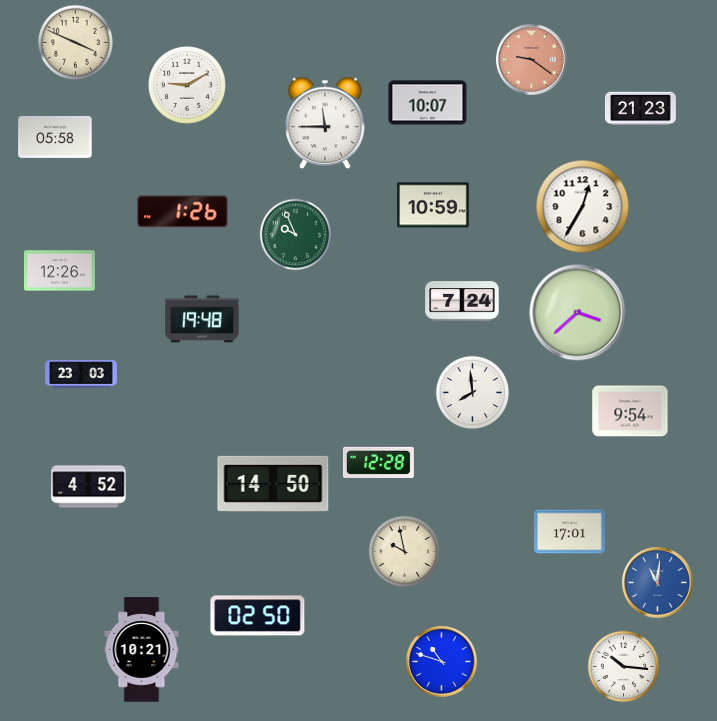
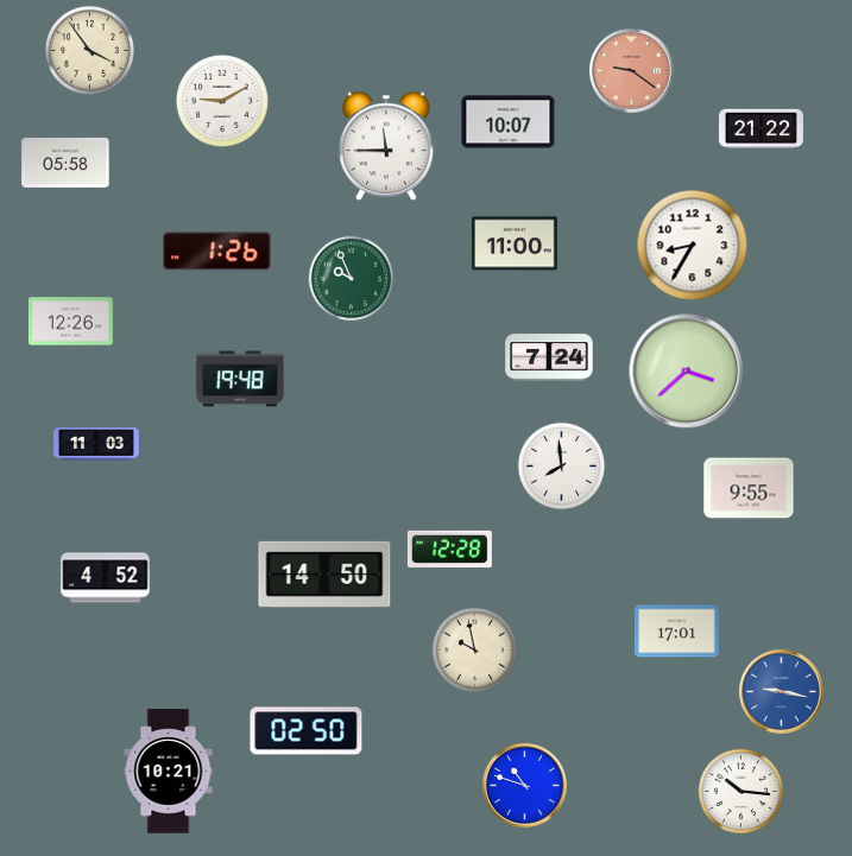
clock at (75, 42): 3:49 -> 3:54
clock at (640, 109): 21:23 -> 21:22
clock at (434, 205): 10:59 -> 11:00
clock at (583, 207): 12:35 -> 8:35
clock at (81, 374): 23:03 -> 11:03
clock at (630, 411): 9:54 -> 9:55
clock at (405, 552) position: (405, 552) -> (475, 651)
clock at (657, 582): 11:01 -> 9:17
